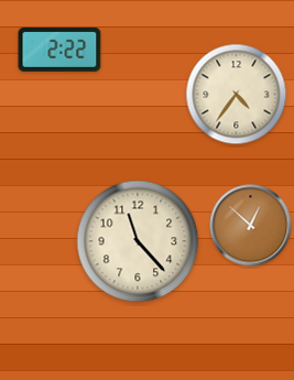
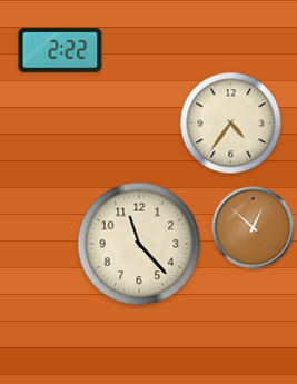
clock at (237, 95) position: (237, 95) -> (231, 124)
